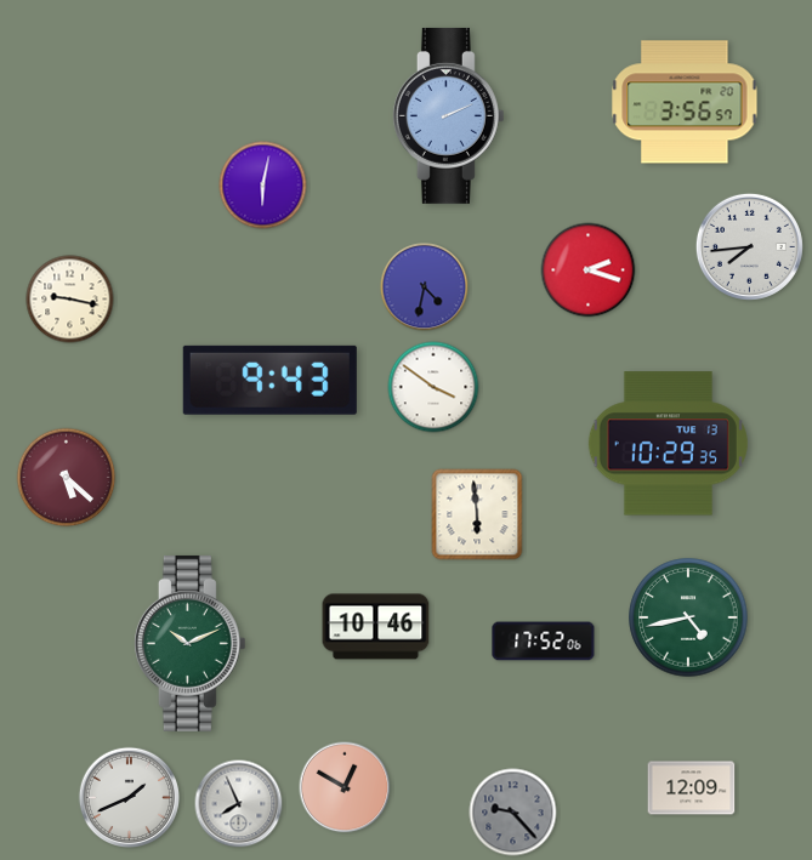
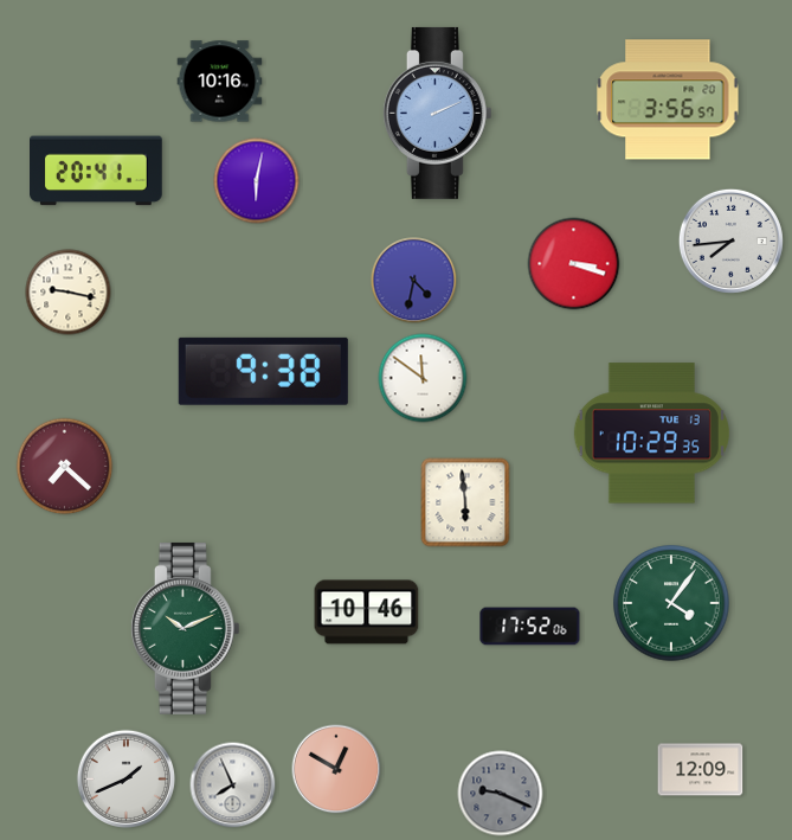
clock at (220, 82): none -> 10:16
clock at (97, 171): none -> 20:41
clock at (589, 270): 2:18 -> 3:18
clock at (269, 380): 9:43 -> 9:38
clock at (433, 387): 3:51 -> 11:51
clock at (67, 478): 5:22 -> 7:22
clock at (688, 617): 4:43 -> 4:06
clock at (692, 788) position: (692, 788) -> (701, 770)
clock at (513, 813): 9:23 -> 9:19
